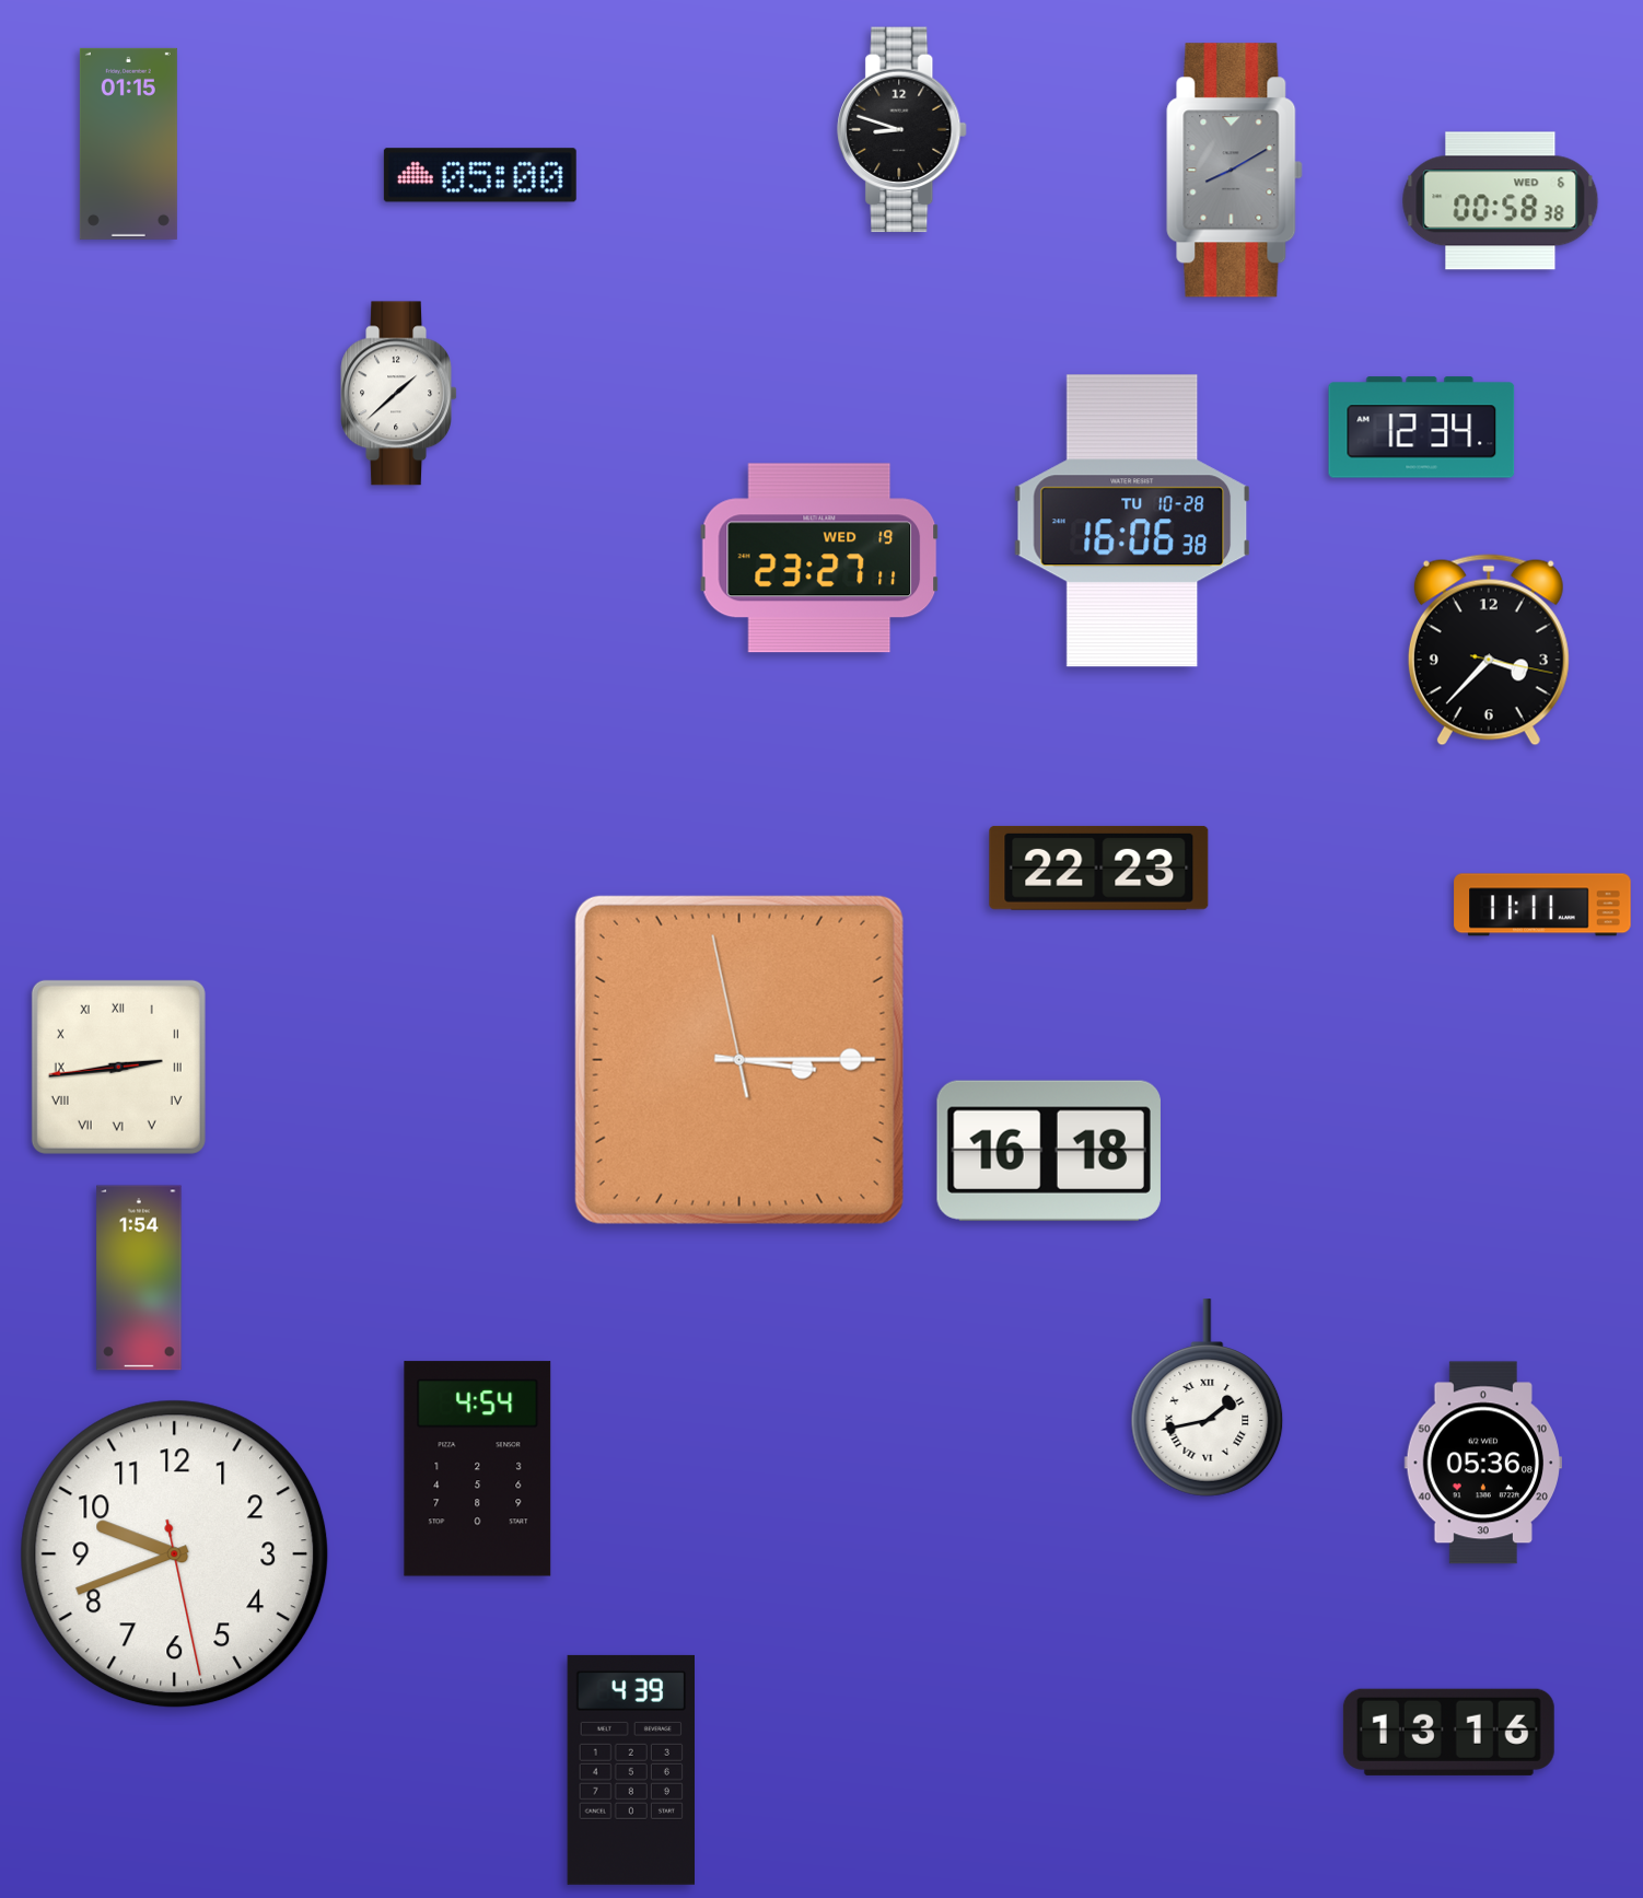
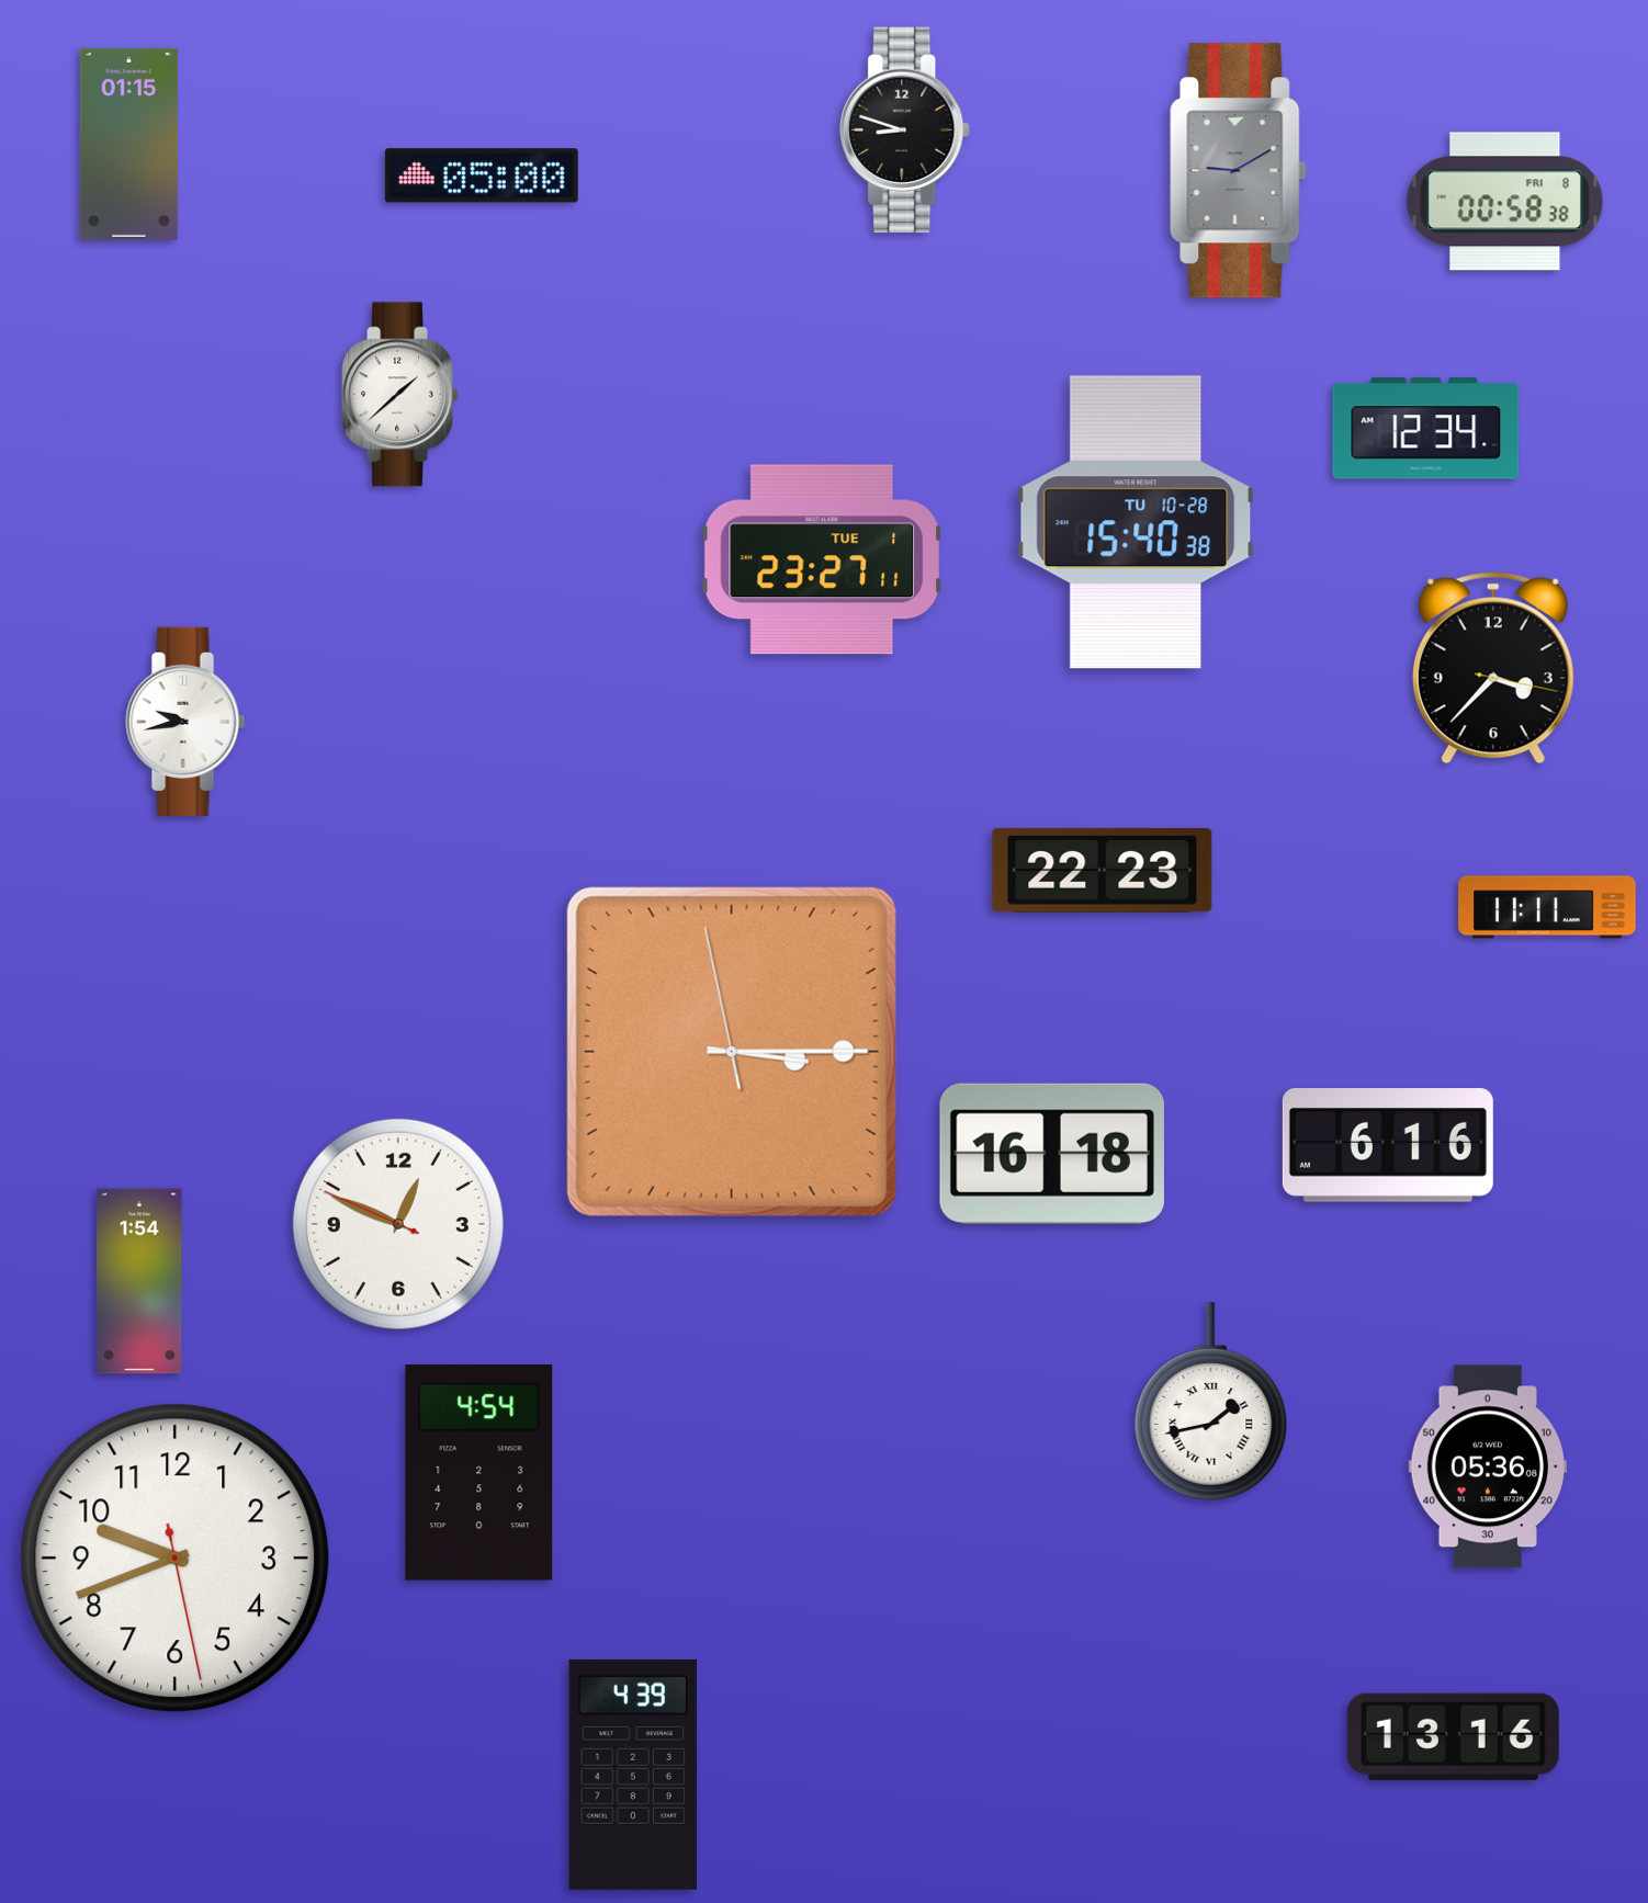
clock at (1235, 171): 8:10 -> 9:10
clock at (1501, 201) date: WED 6 -> FRI 8
clock at (1131, 521): 16:06 -> 15:40
clock at (819, 558) date: WED 19 -> TUE 1
clock at (1489, 650) position: (1489, 650) -> (1493, 668)
clock at (185, 721): none -> 9:43
clock at (739, 1060) position: (739, 1060) -> (732, 1052)
clock at (118, 1067): 2:43 -> none
clock at (1388, 1146): none -> 6:16
clock at (398, 1224): none -> 12:48
